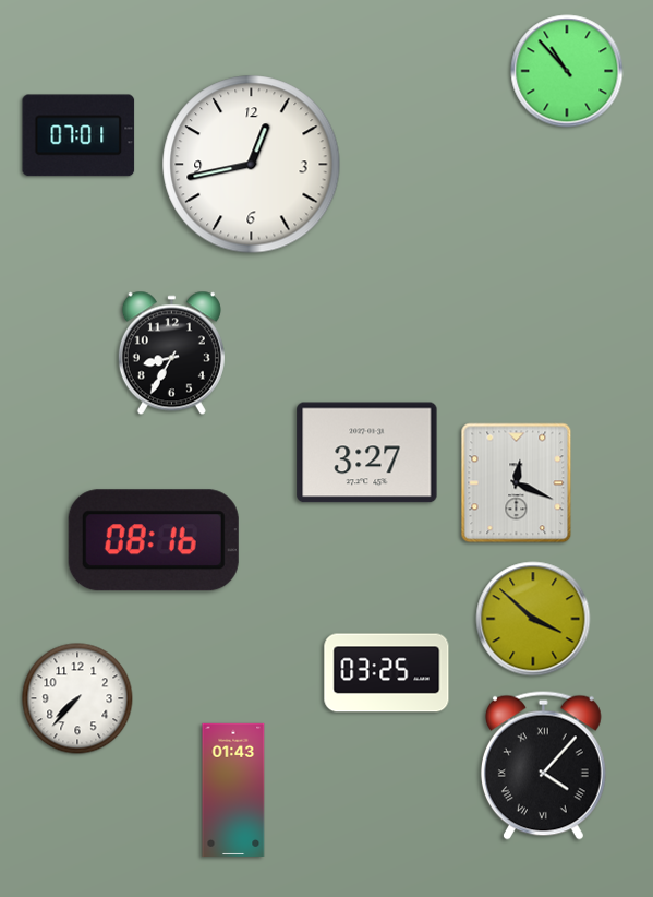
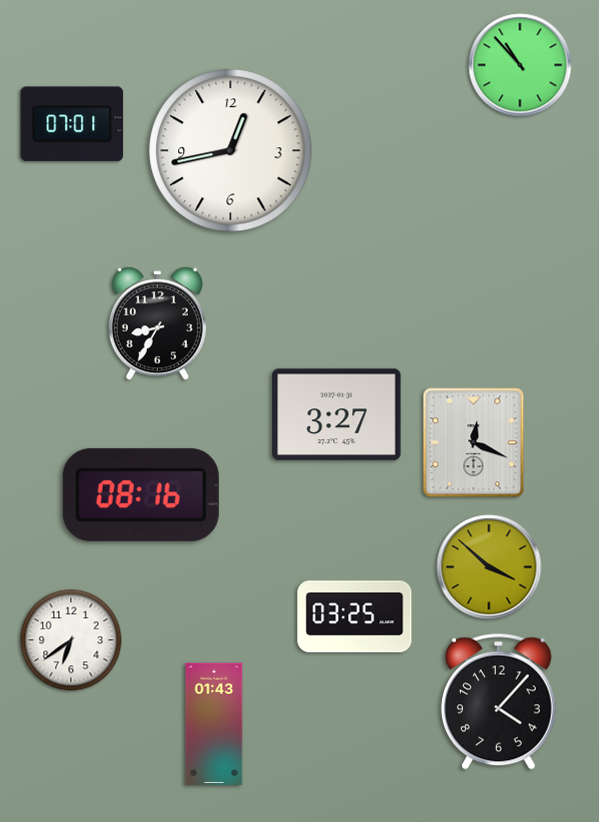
clock at (77, 698): 7:37 -> 6:39
clock at (543, 765) numerals: Roman -> Arabic
